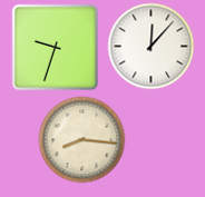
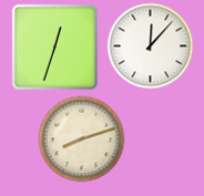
clock at (55, 47): 9:33 -> 12:33
clock at (81, 139): 8:16 -> 8:12
